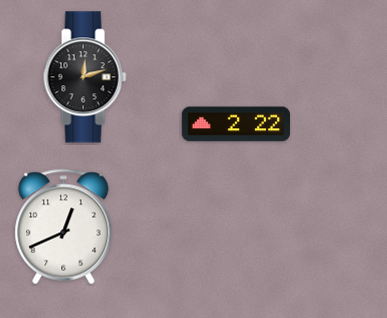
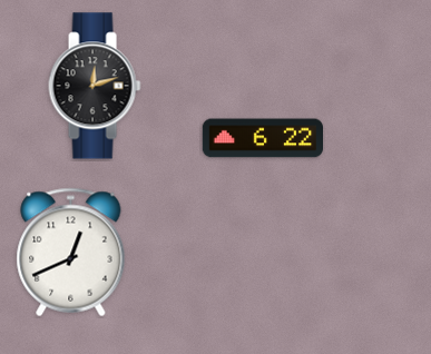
clock at (235, 124): 2:22 -> 6:22
